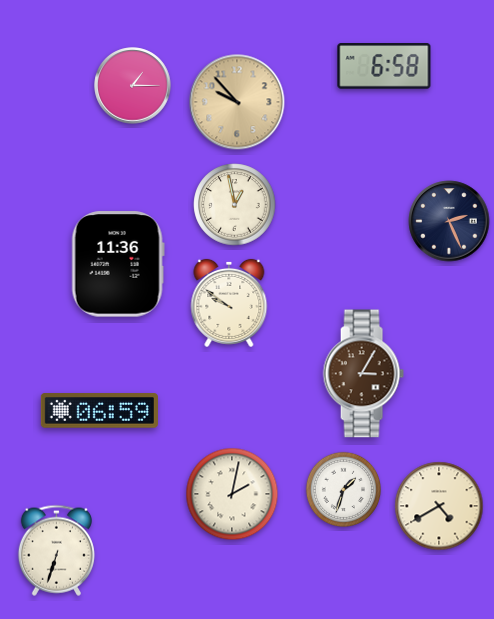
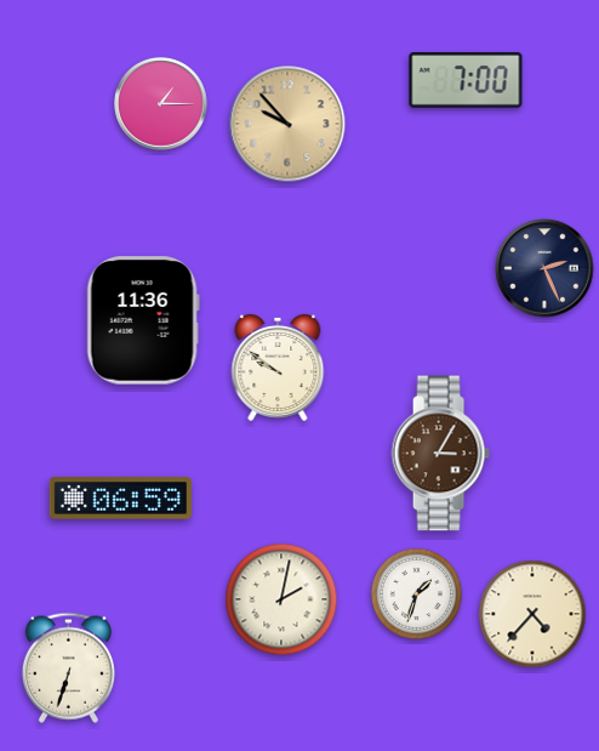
clock at (384, 67): 6:58 -> 7:00
clock at (235, 205): 12:58 -> none
clock at (439, 506): 4:40 -> 4:37
